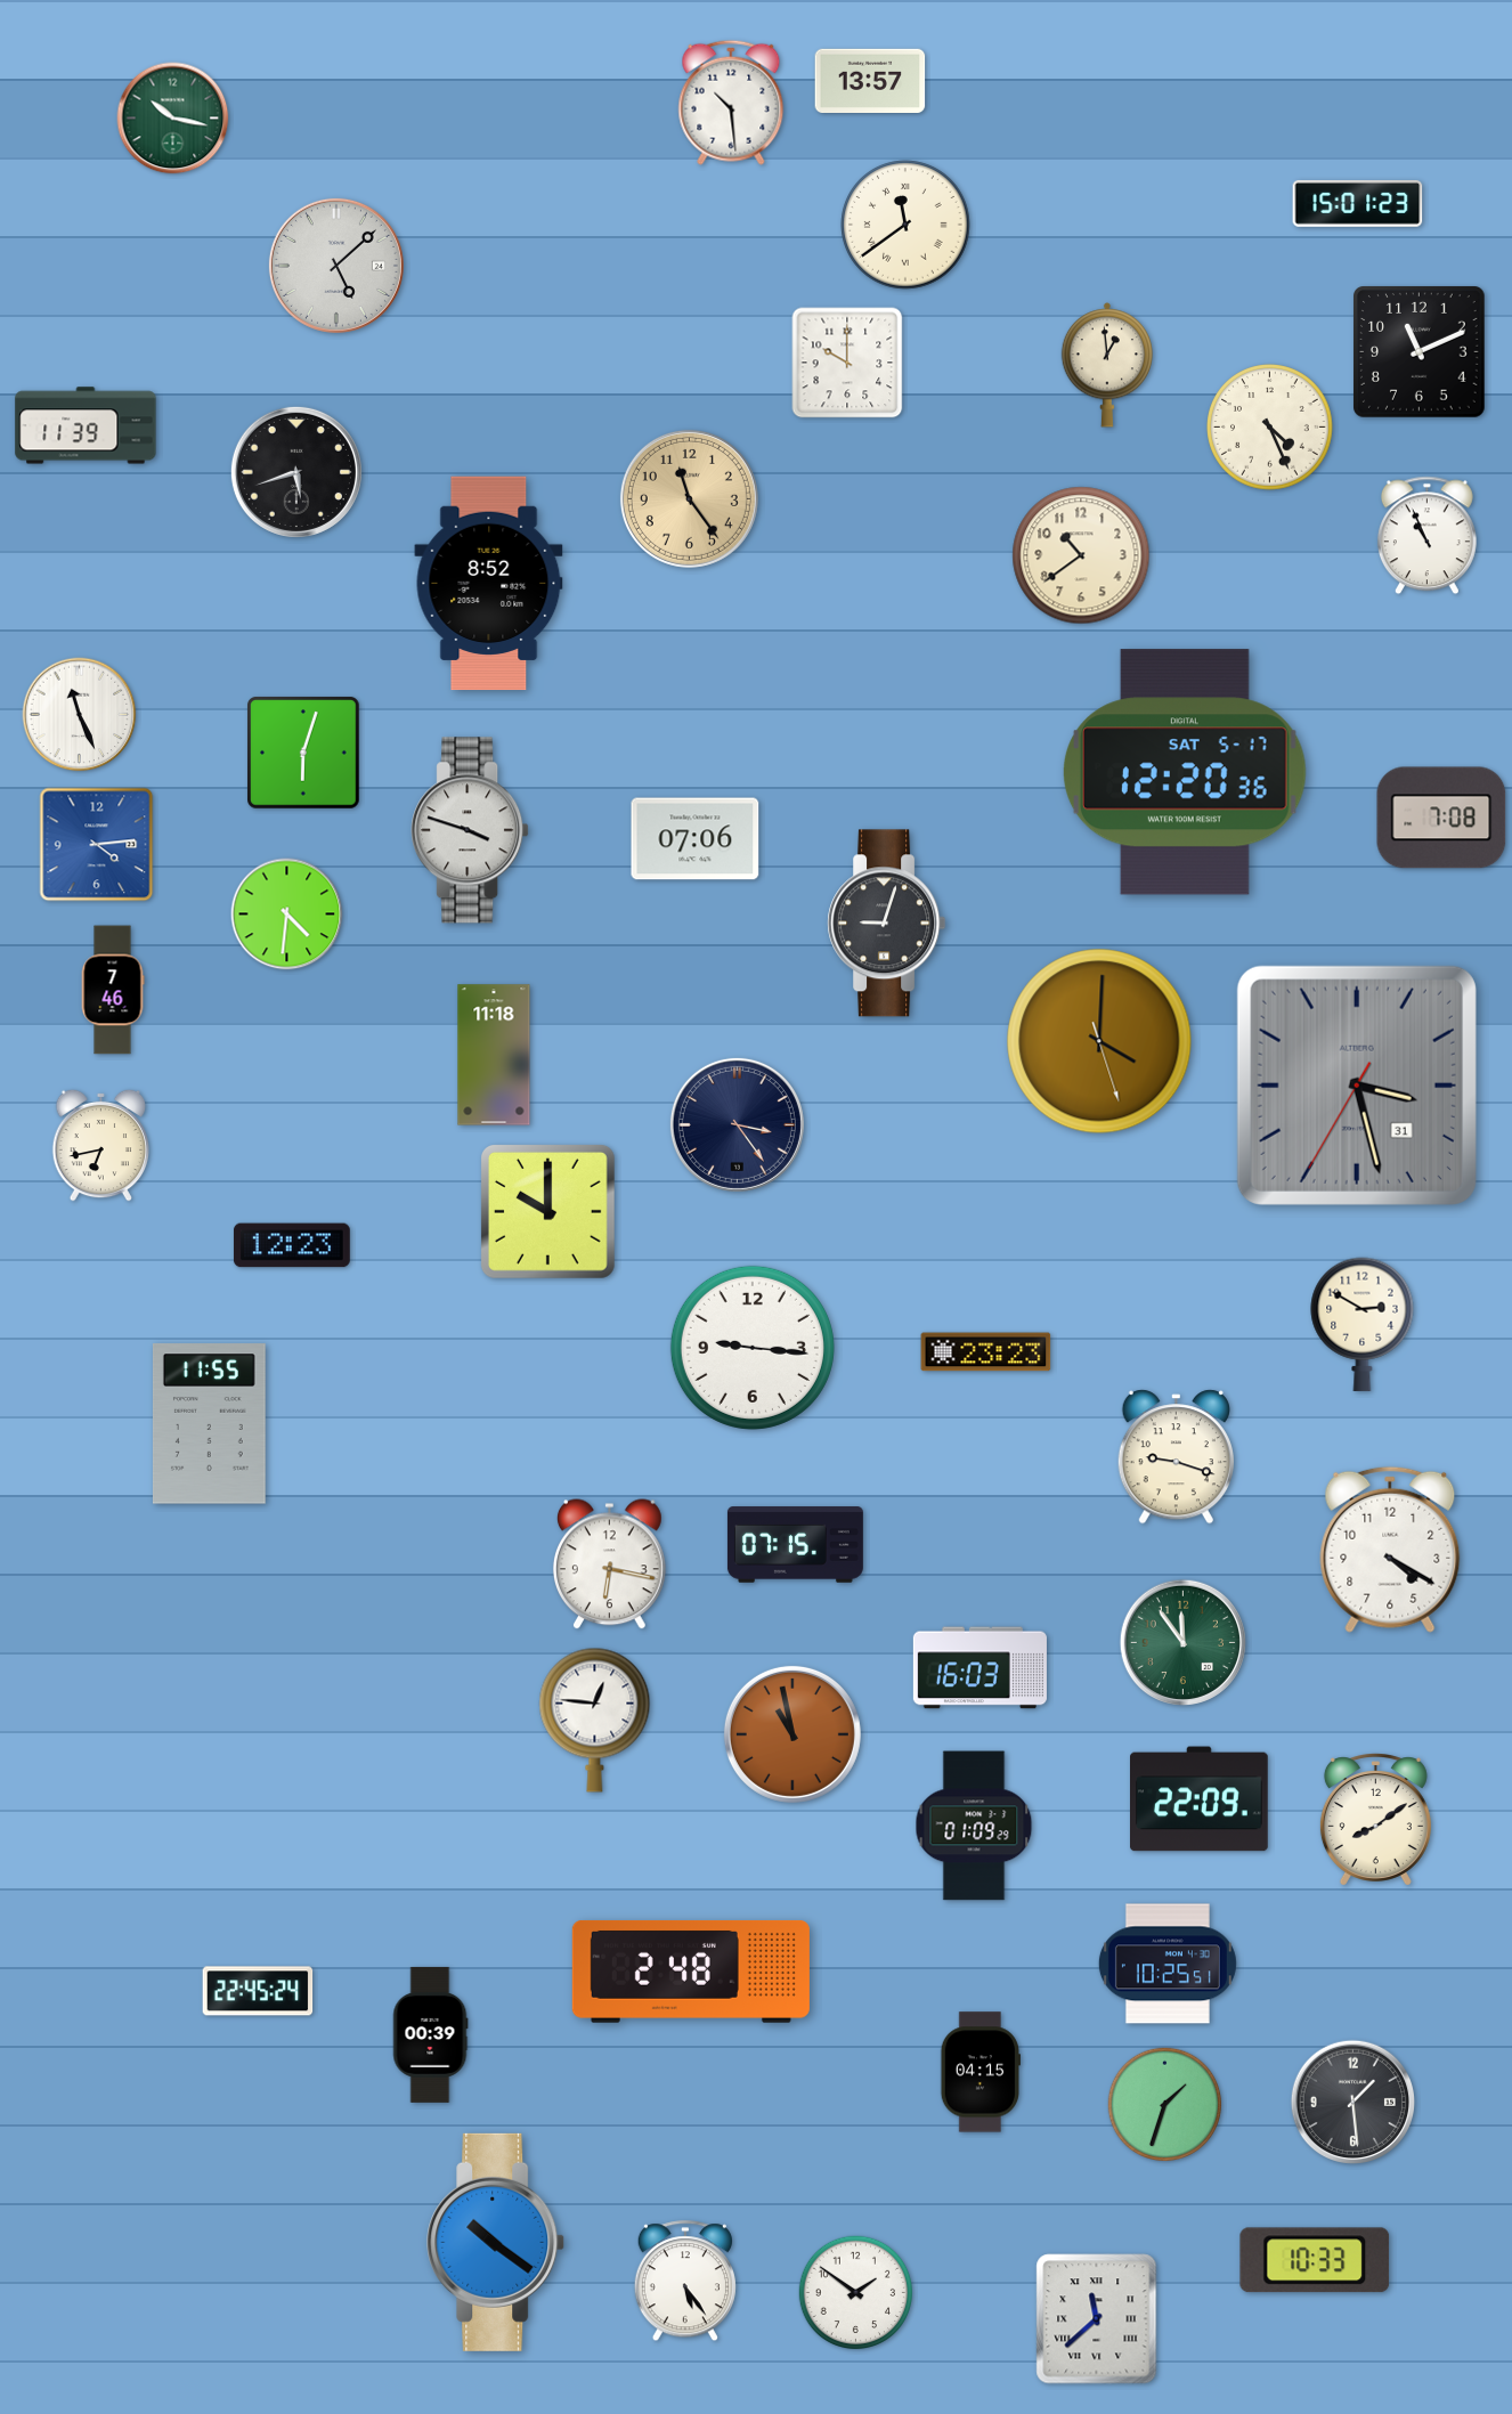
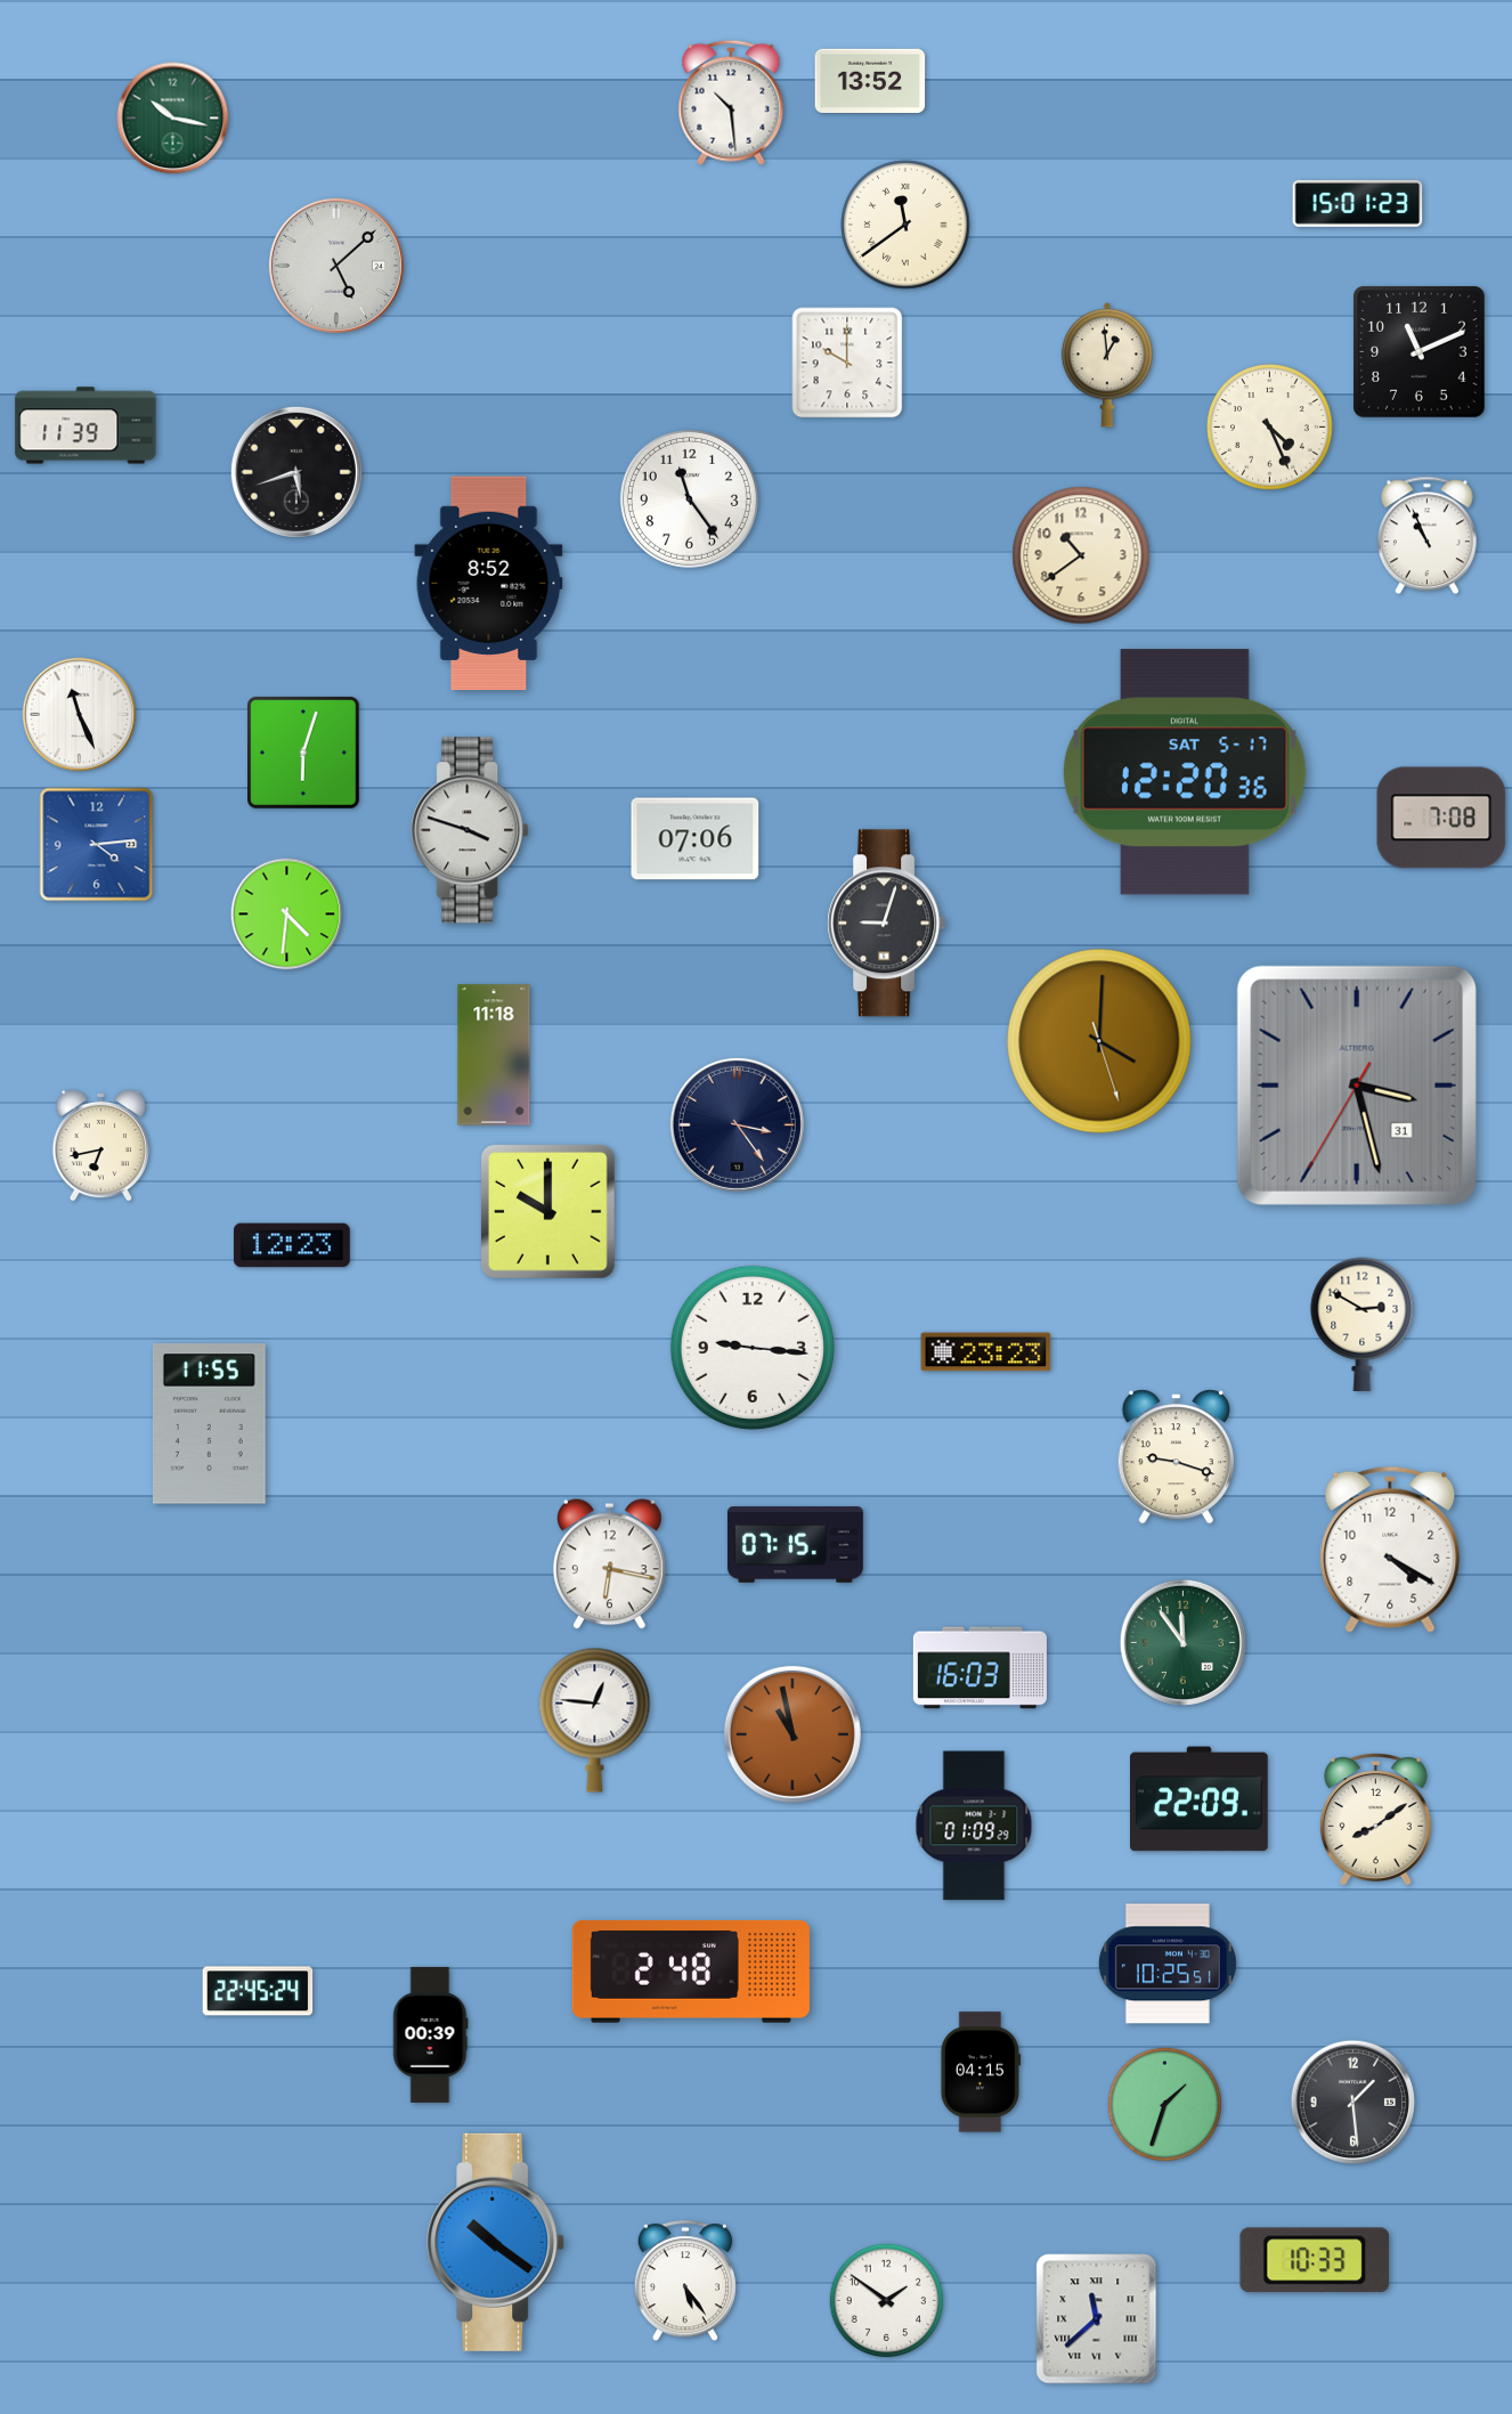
clock at (870, 80): 13:57 -> 13:52
clock at (689, 498) dial: champagne -> white
clock at (113, 990): 7:46 -> none
clock at (856, 2293) position: (856, 2293) -> (887, 2301)
